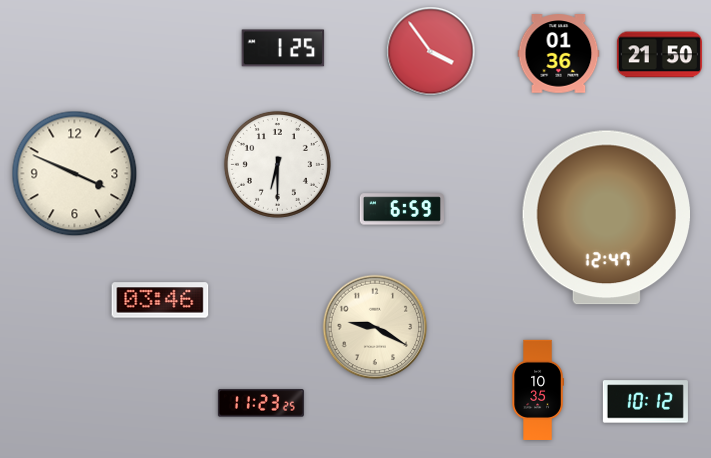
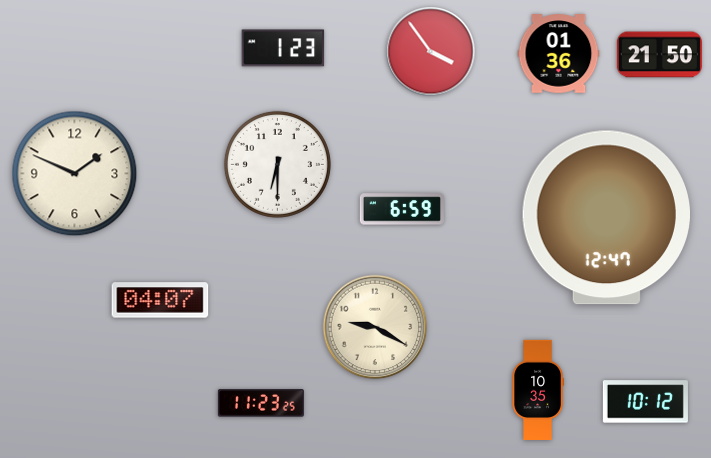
clock at (283, 48): 1:25 -> 1:23
clock at (75, 174): 3:49 -> 1:49
clock at (160, 300): 03:46 -> 04:07
